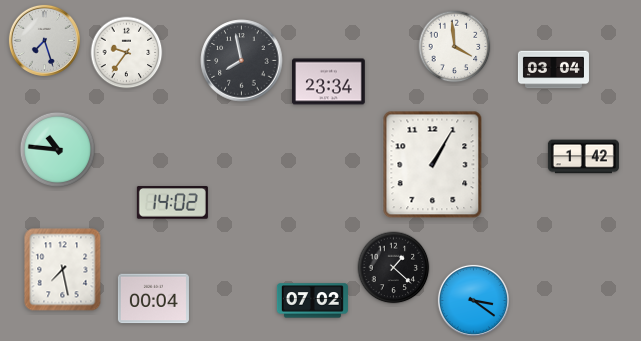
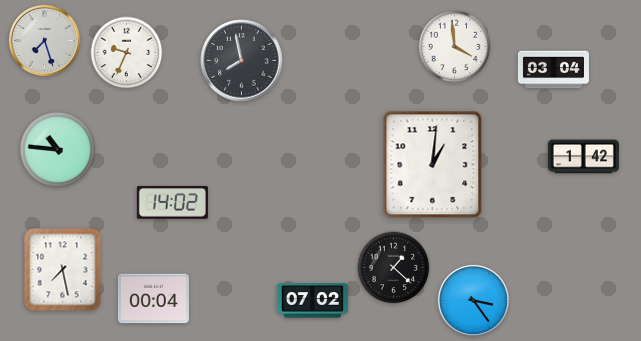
clock at (127, 53): 9:36 -> 9:34
clock at (329, 82): 23:34 -> none
clock at (433, 165): 1:05 -> 1:01
clock at (473, 300): 3:21 -> 3:24
